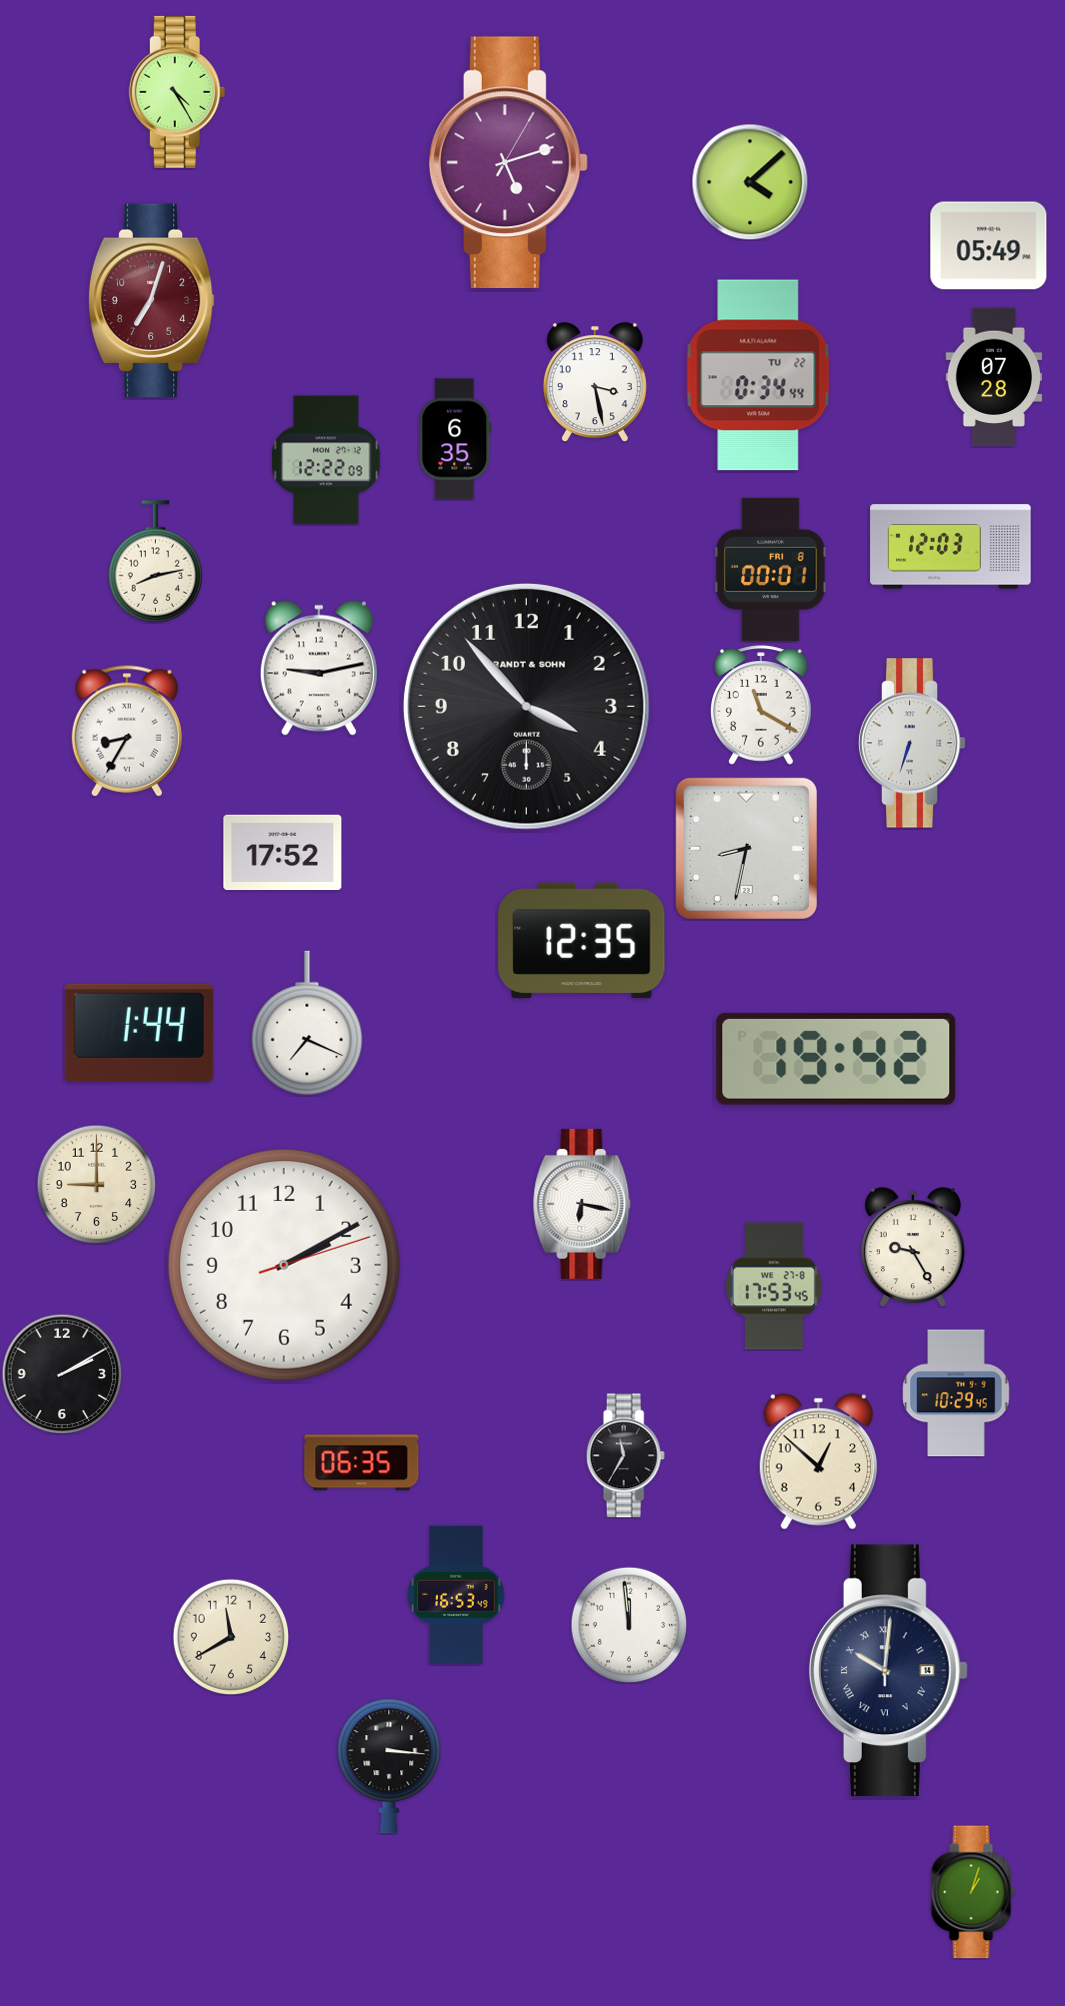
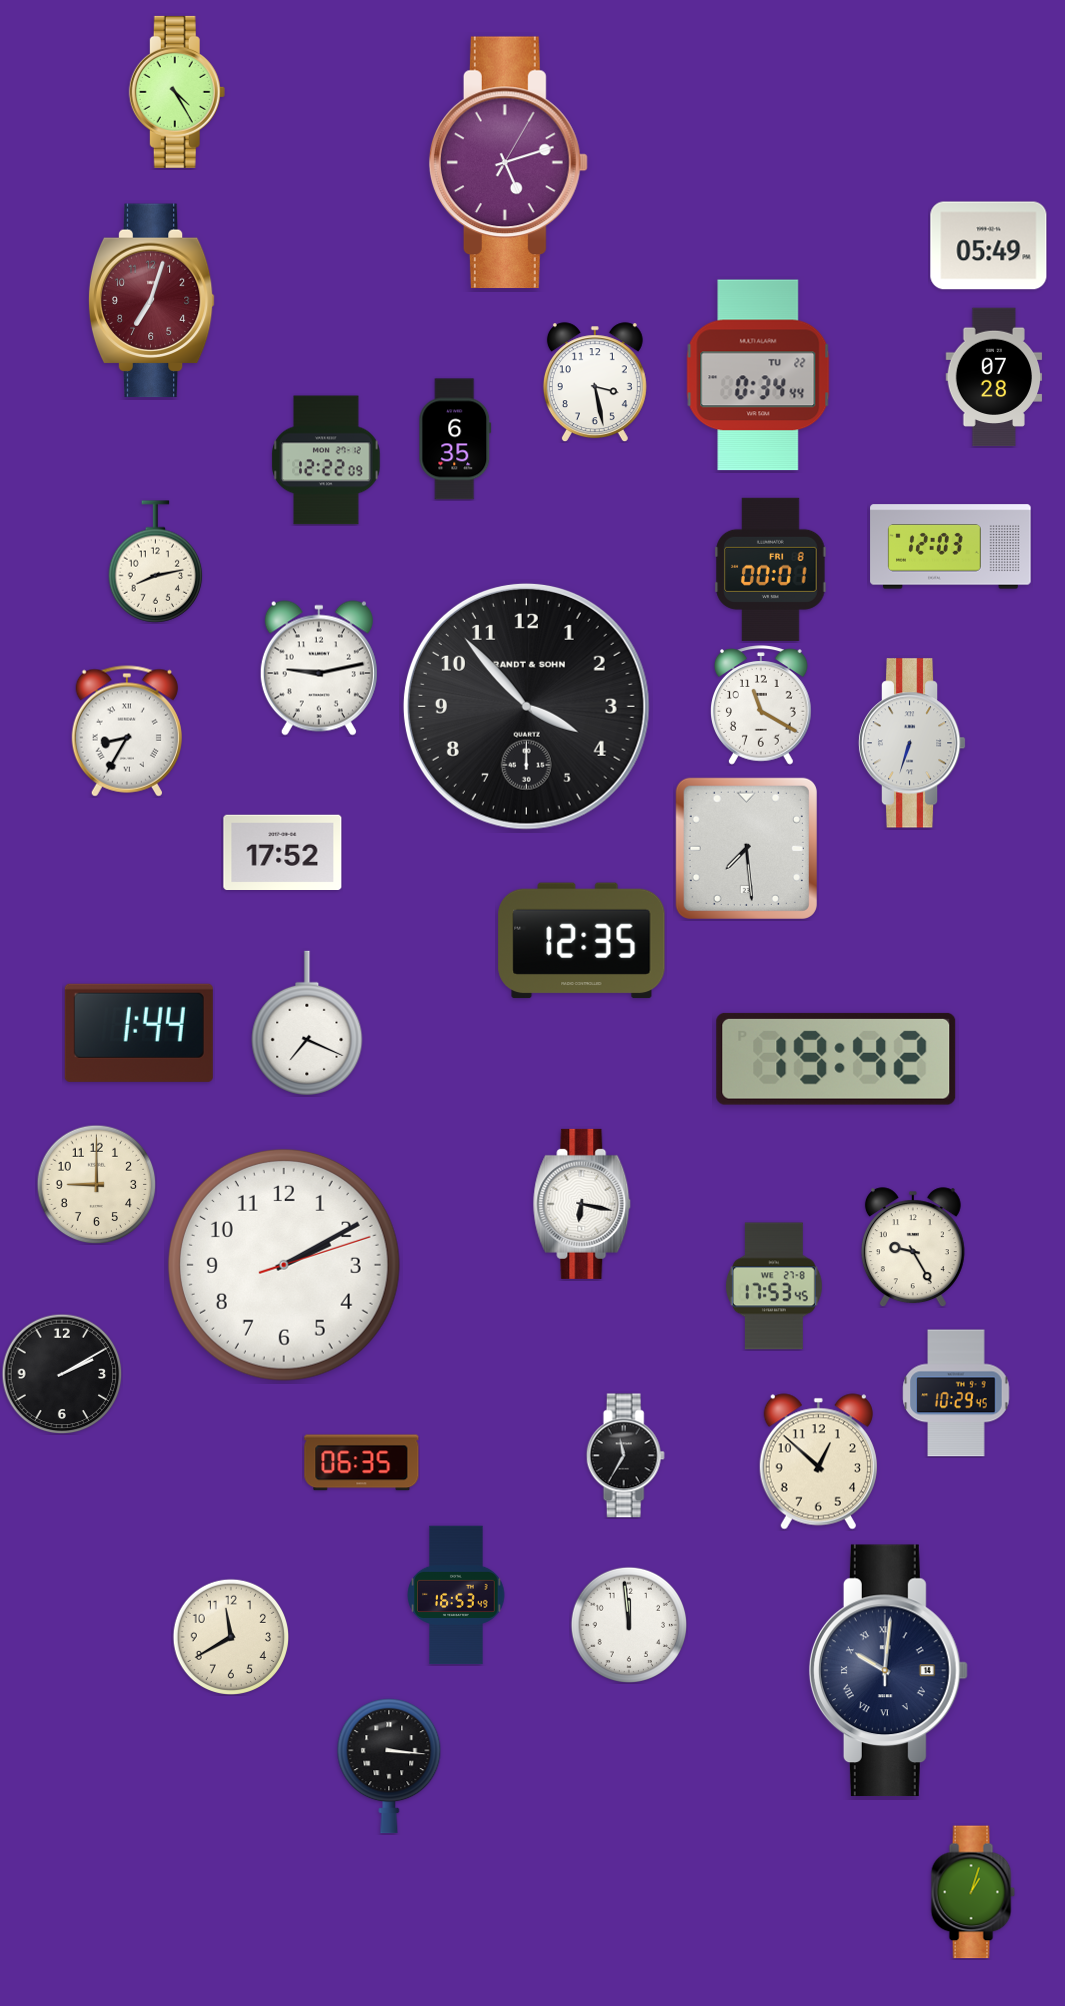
clock at (750, 182): 4:08 -> none
clock at (746, 848): 8:32 -> 7:29
